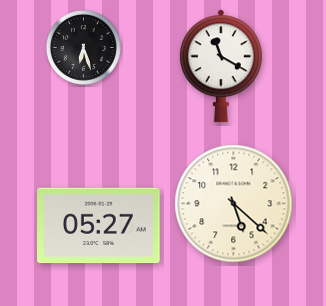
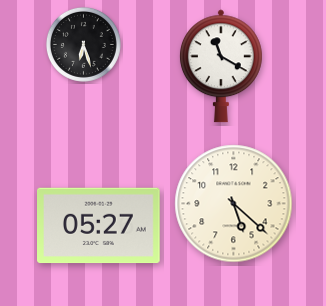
clock at (83, 47) position: (83, 47) -> (83, 44)
